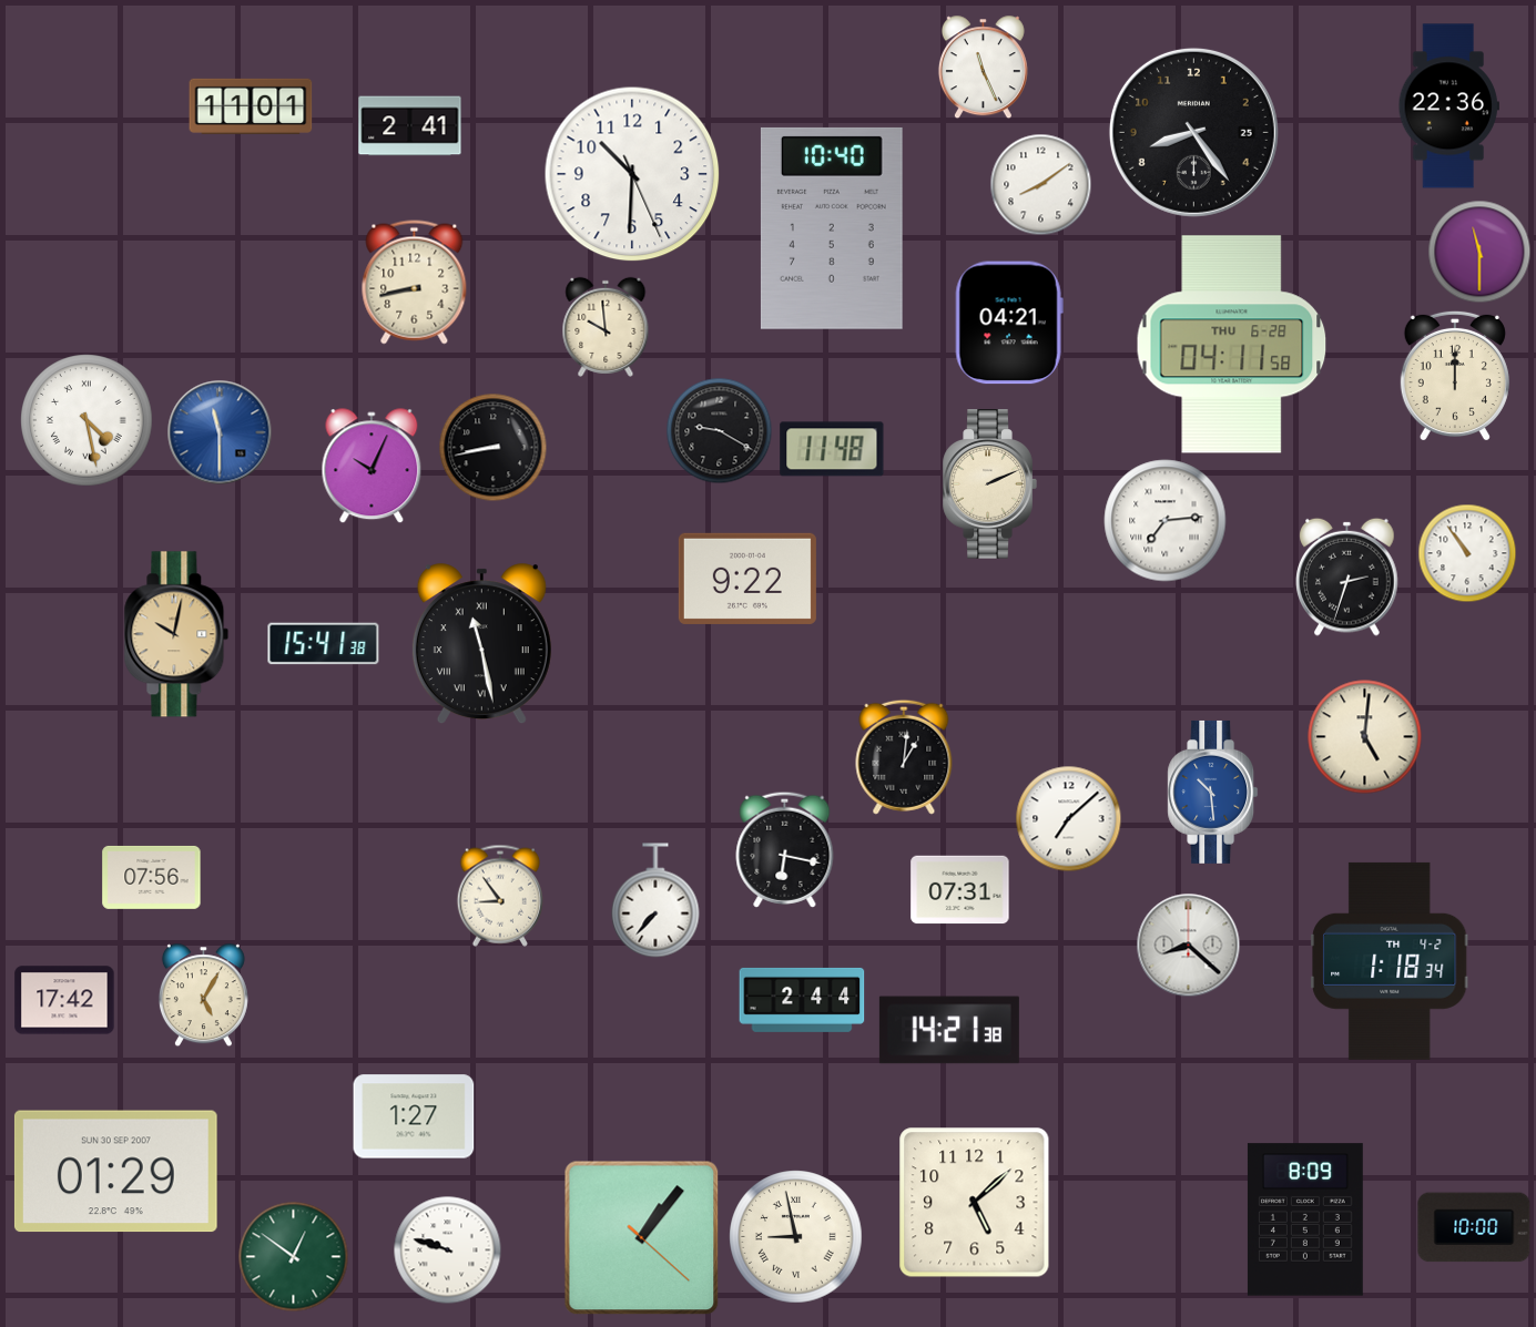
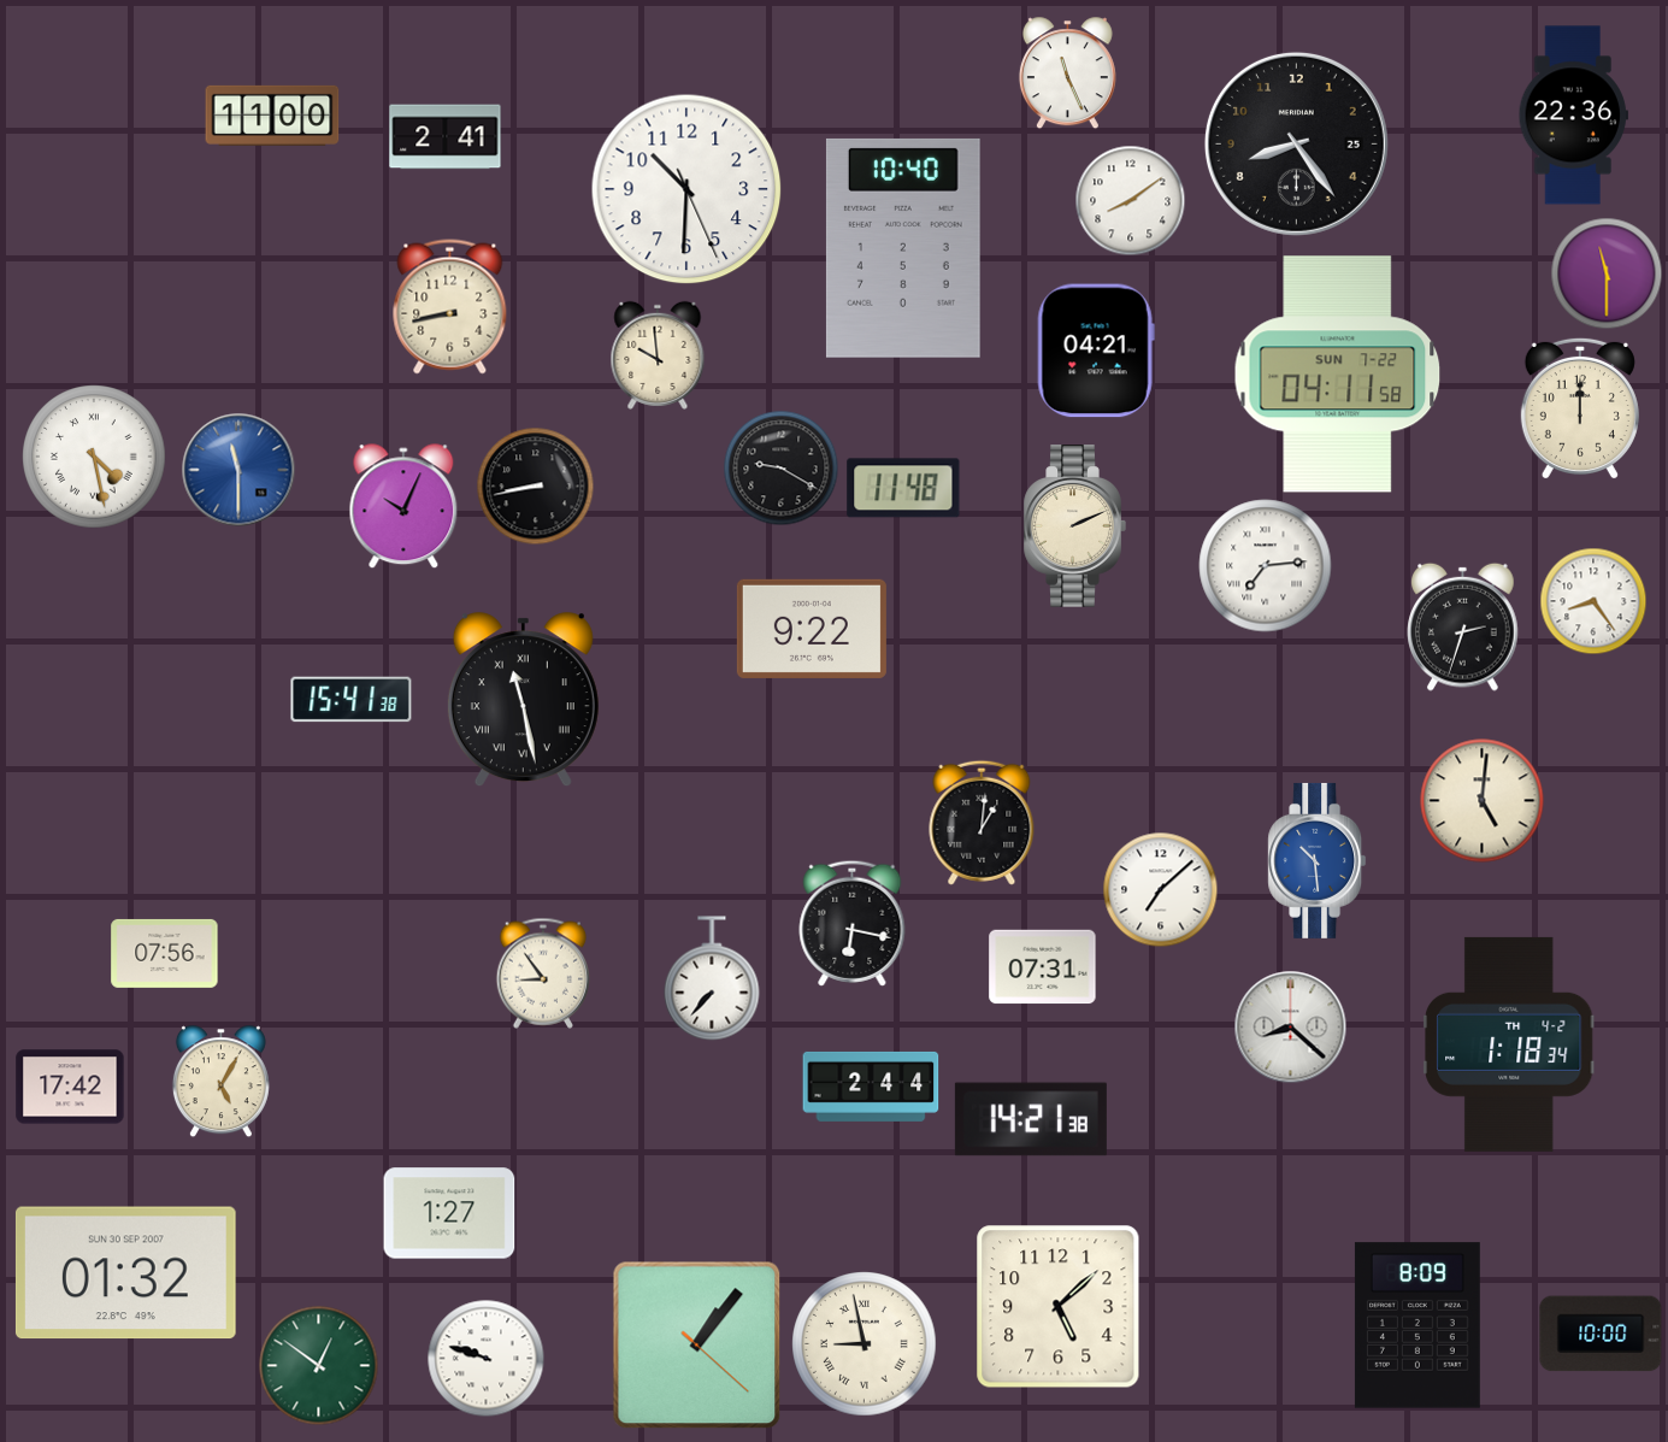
clock at (251, 106): 11:01 -> 11:00
clock at (1232, 345) date: THU 6-28 -> SUN 7-22
clock at (1467, 553): 10:54 -> 8:24
clock at (176, 634): 10:02 -> none
clock at (115, 1172): 01:29 -> 01:32
